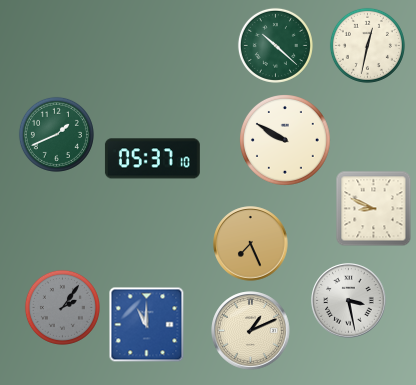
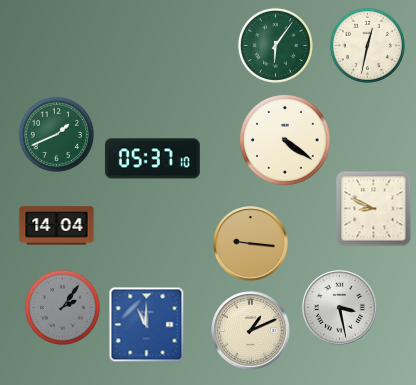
clock at (275, 45): 10:22 -> 6:06
clock at (286, 141): 9:50 -> 4:21
clock at (57, 226): none -> 14:04
clock at (251, 244): 7:26 -> 9:16
clock at (349, 301) position: (349, 301) -> (340, 308)
